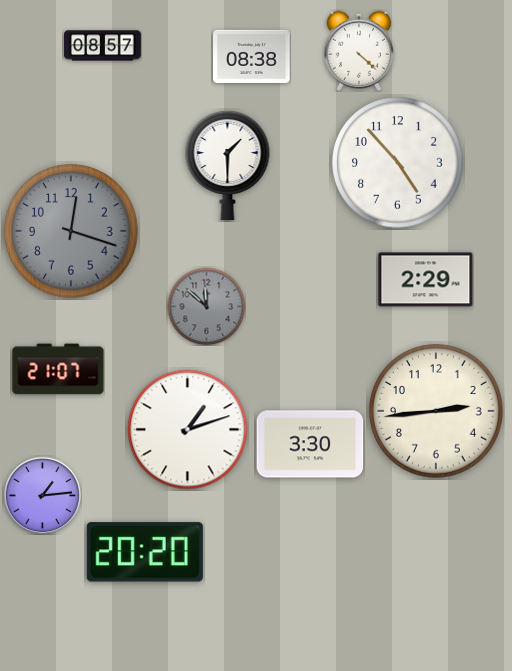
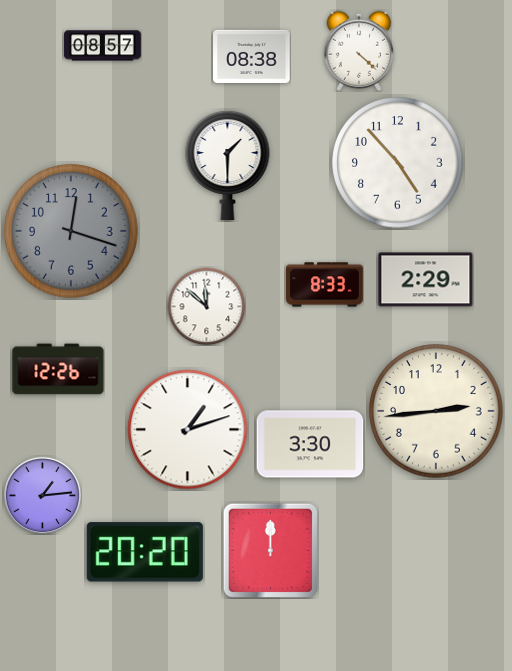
clock at (325, 285): none -> 8:33
clock at (206, 306) dial: grey -> white
clock at (58, 369): 21:07 -> 12:26
clock at (270, 550): none -> 12:00
